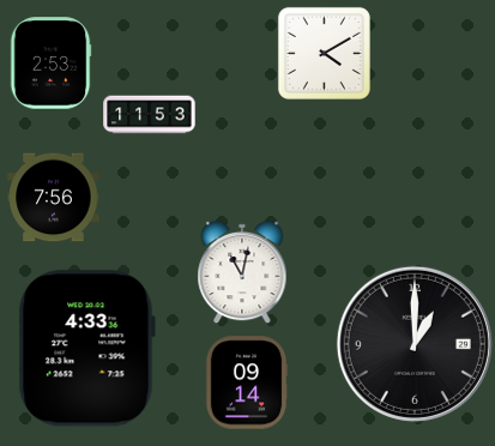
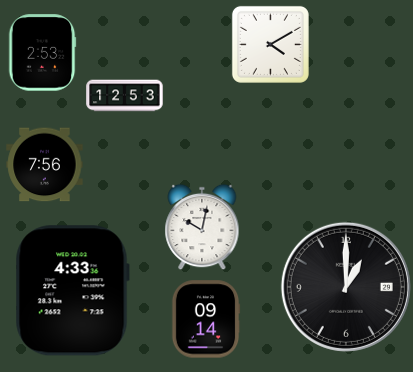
clock at (150, 115): 11:53 -> 12:53
clock at (242, 272): 11:02 -> 10:02
